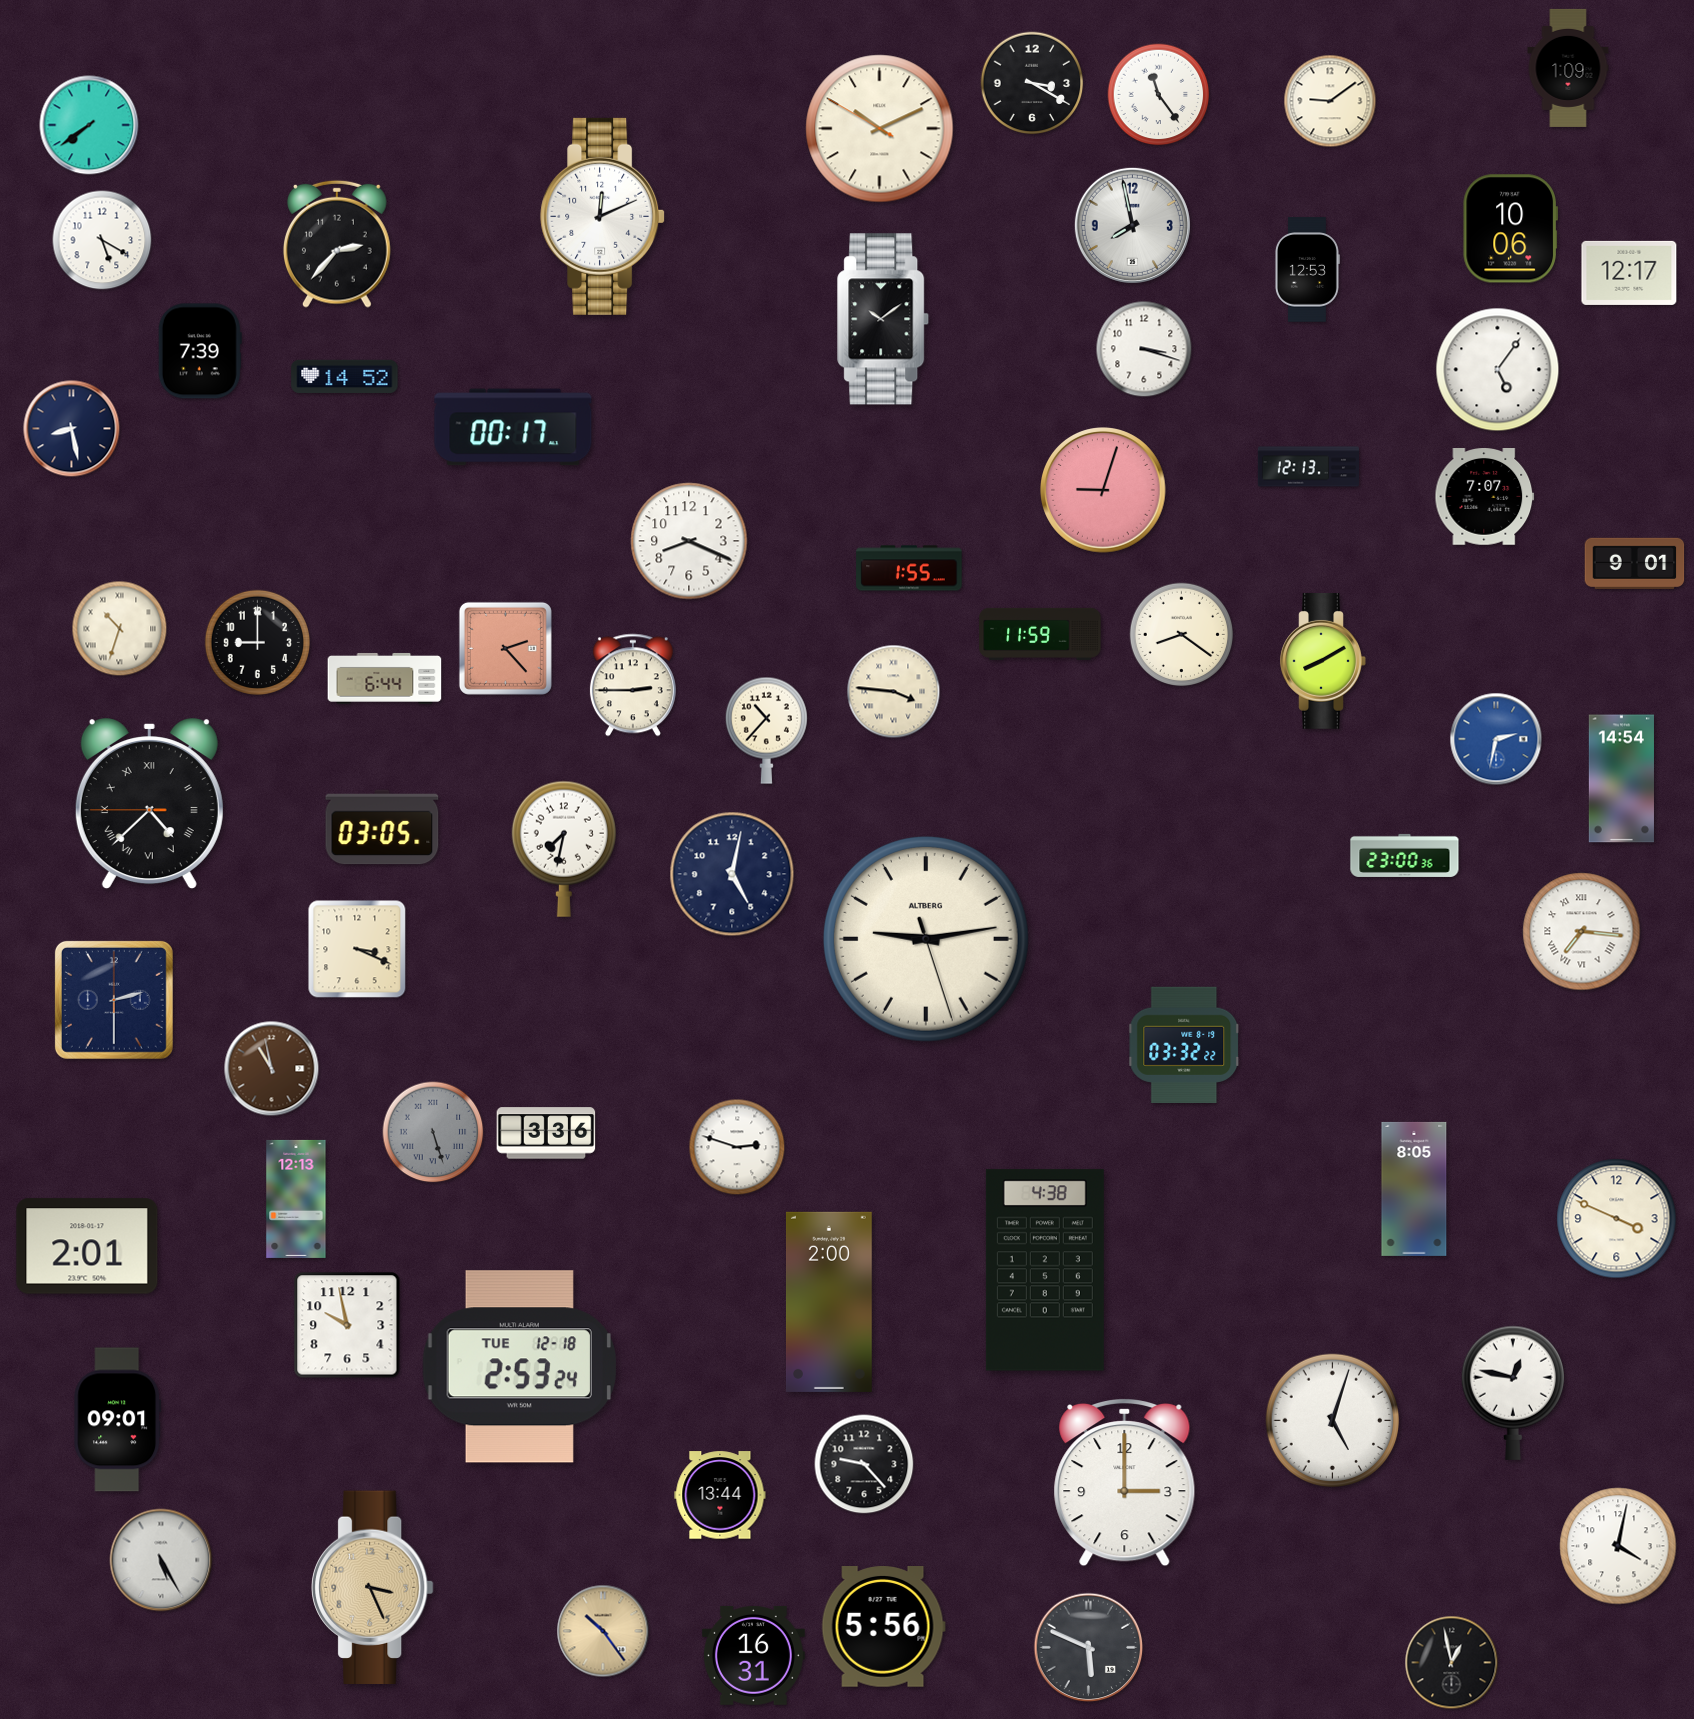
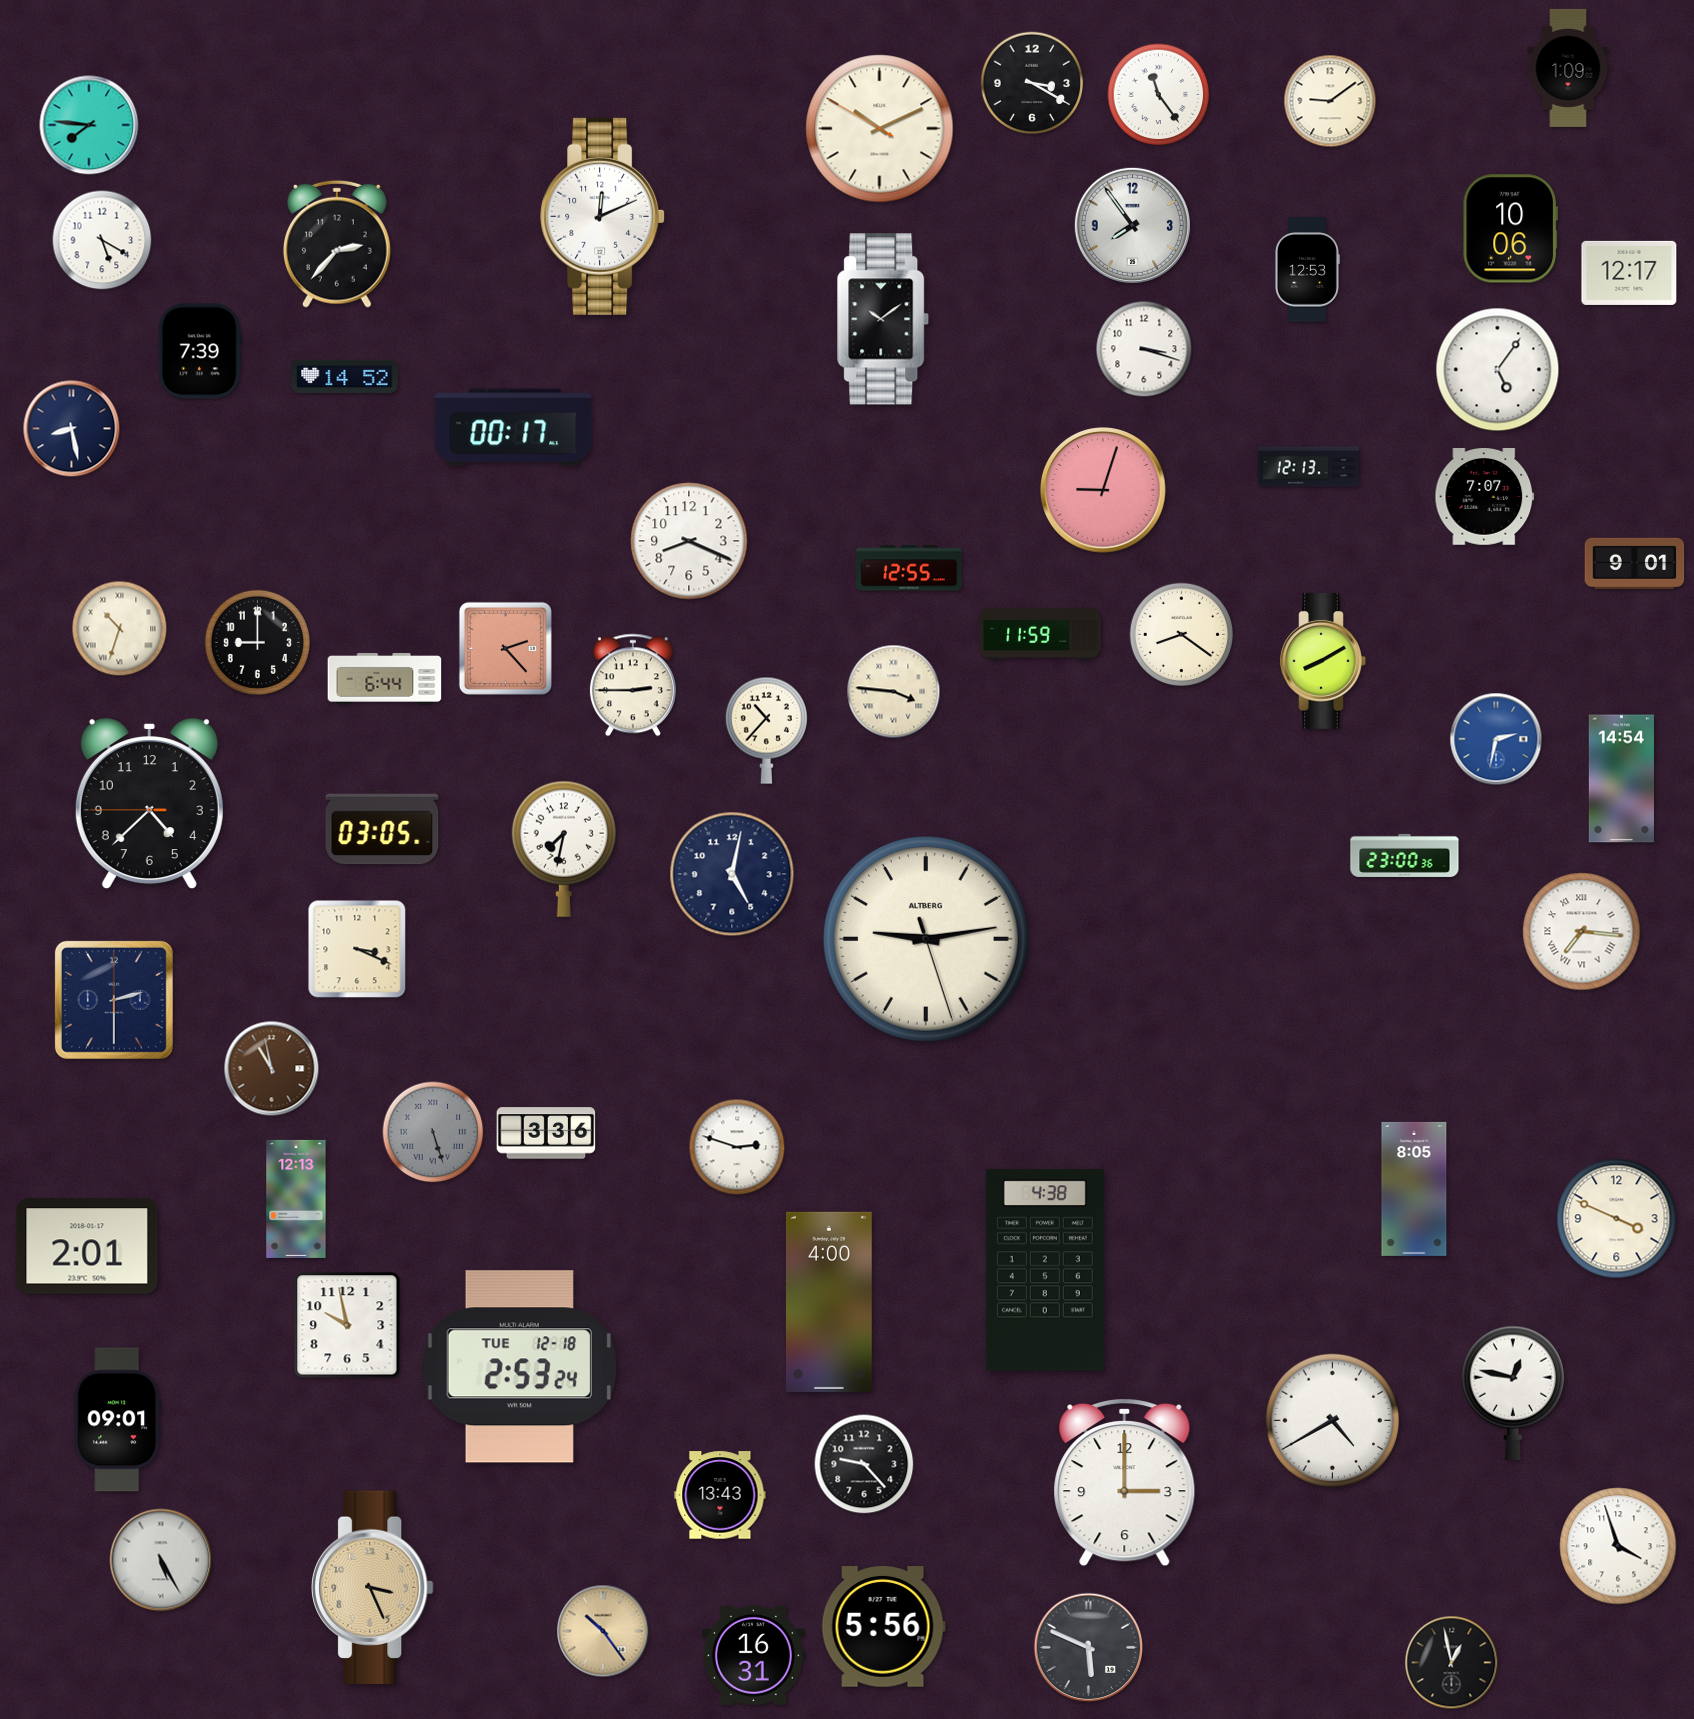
clock at (89, 125): 7:39 -> 7:46
clock at (1132, 225): 7:58 -> 7:54
clock at (909, 568): 1:55 -> 12:55
clock at (149, 805) numerals: Roman -> Arabic
clock at (1185, 1045): 03:32 -> none
clock at (829, 1302): 2:00 -> 4:00
clock at (1333, 1421): 5:03 -> 4:40
clock at (720, 1495): 13:44 -> 13:43
clock at (1618, 1546): 4:02 -> 3:57
